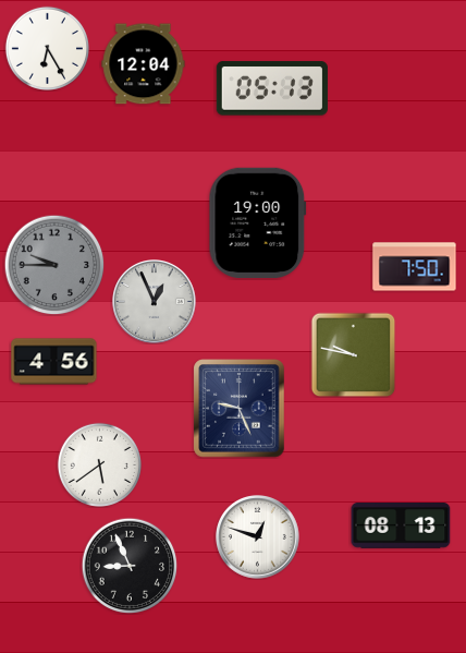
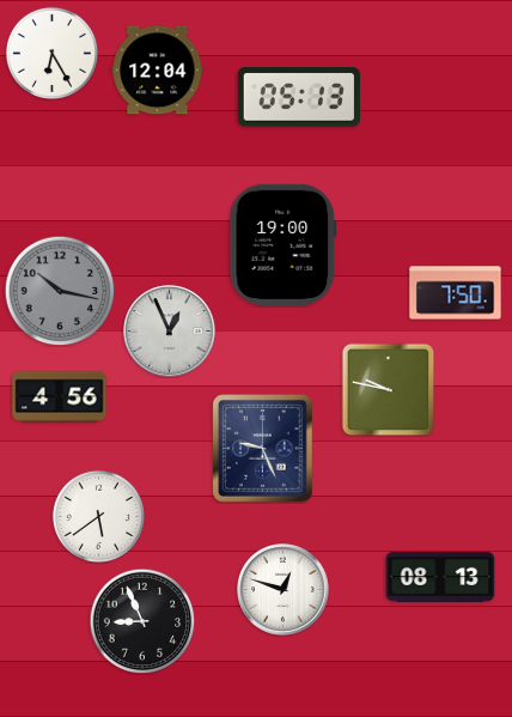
clock at (54, 265): 9:45 -> 10:17
clock at (99, 464) position: (99, 464) -> (98, 516)
